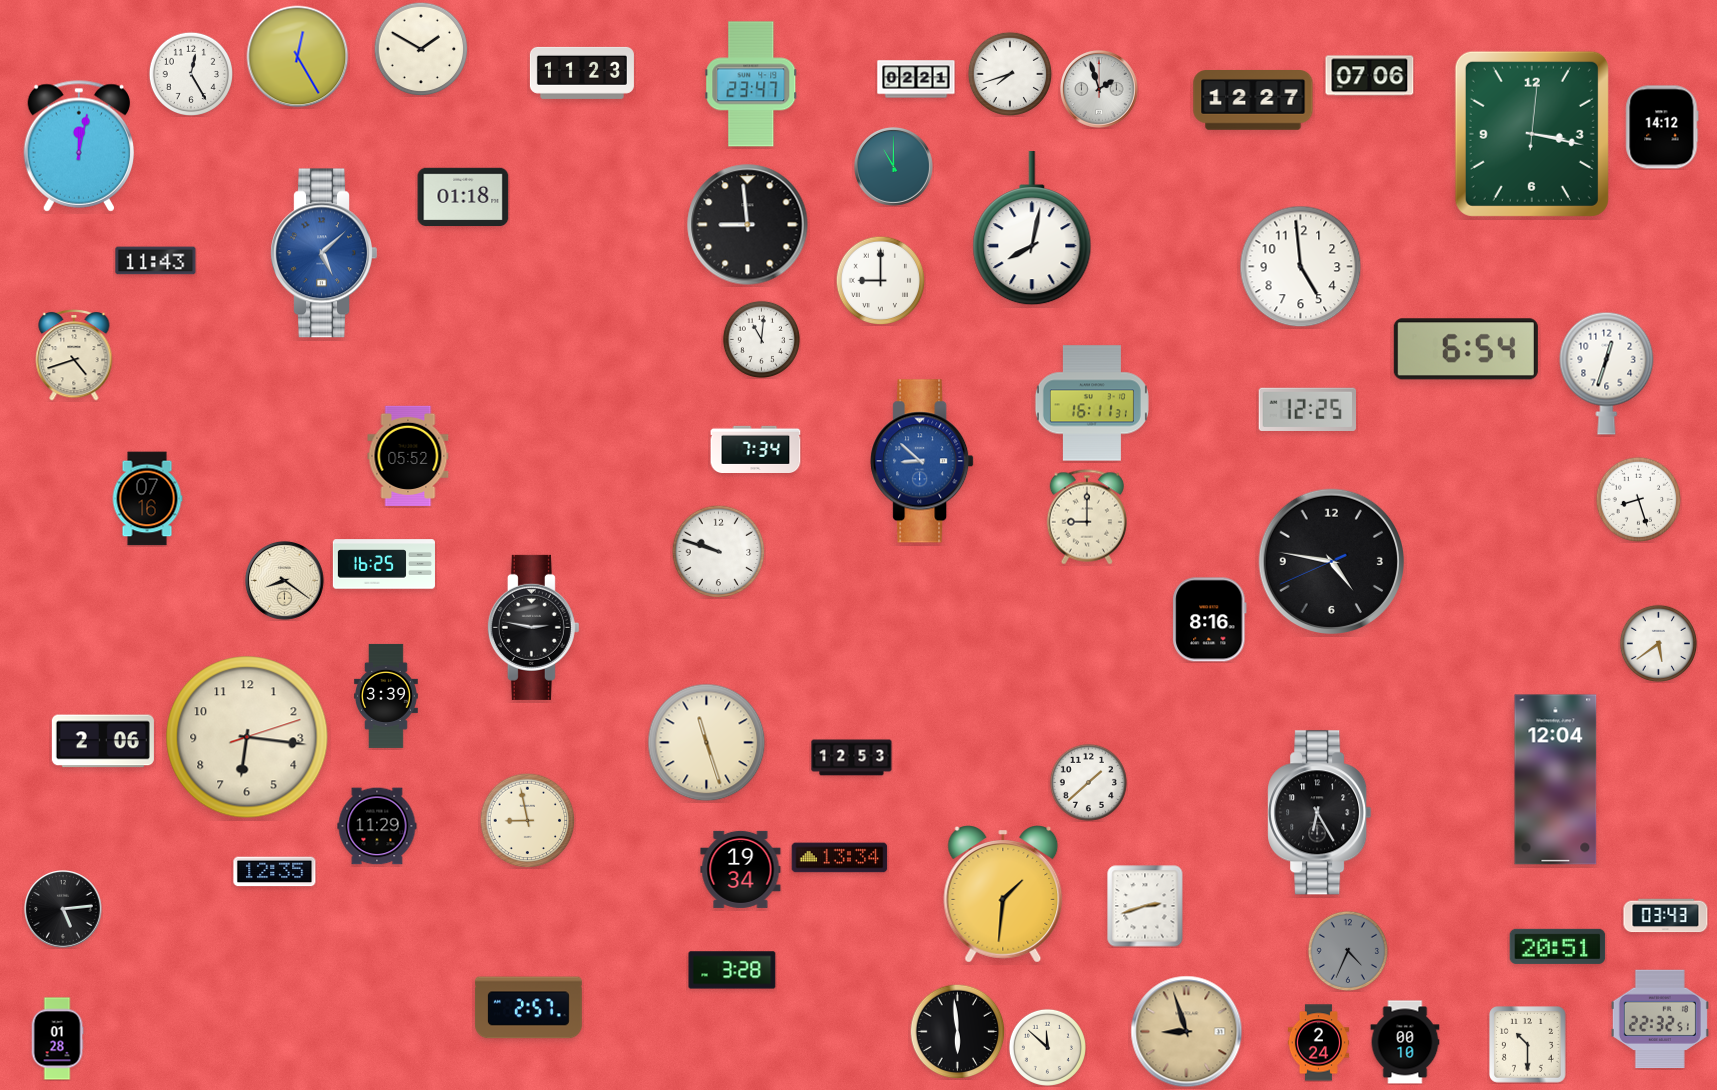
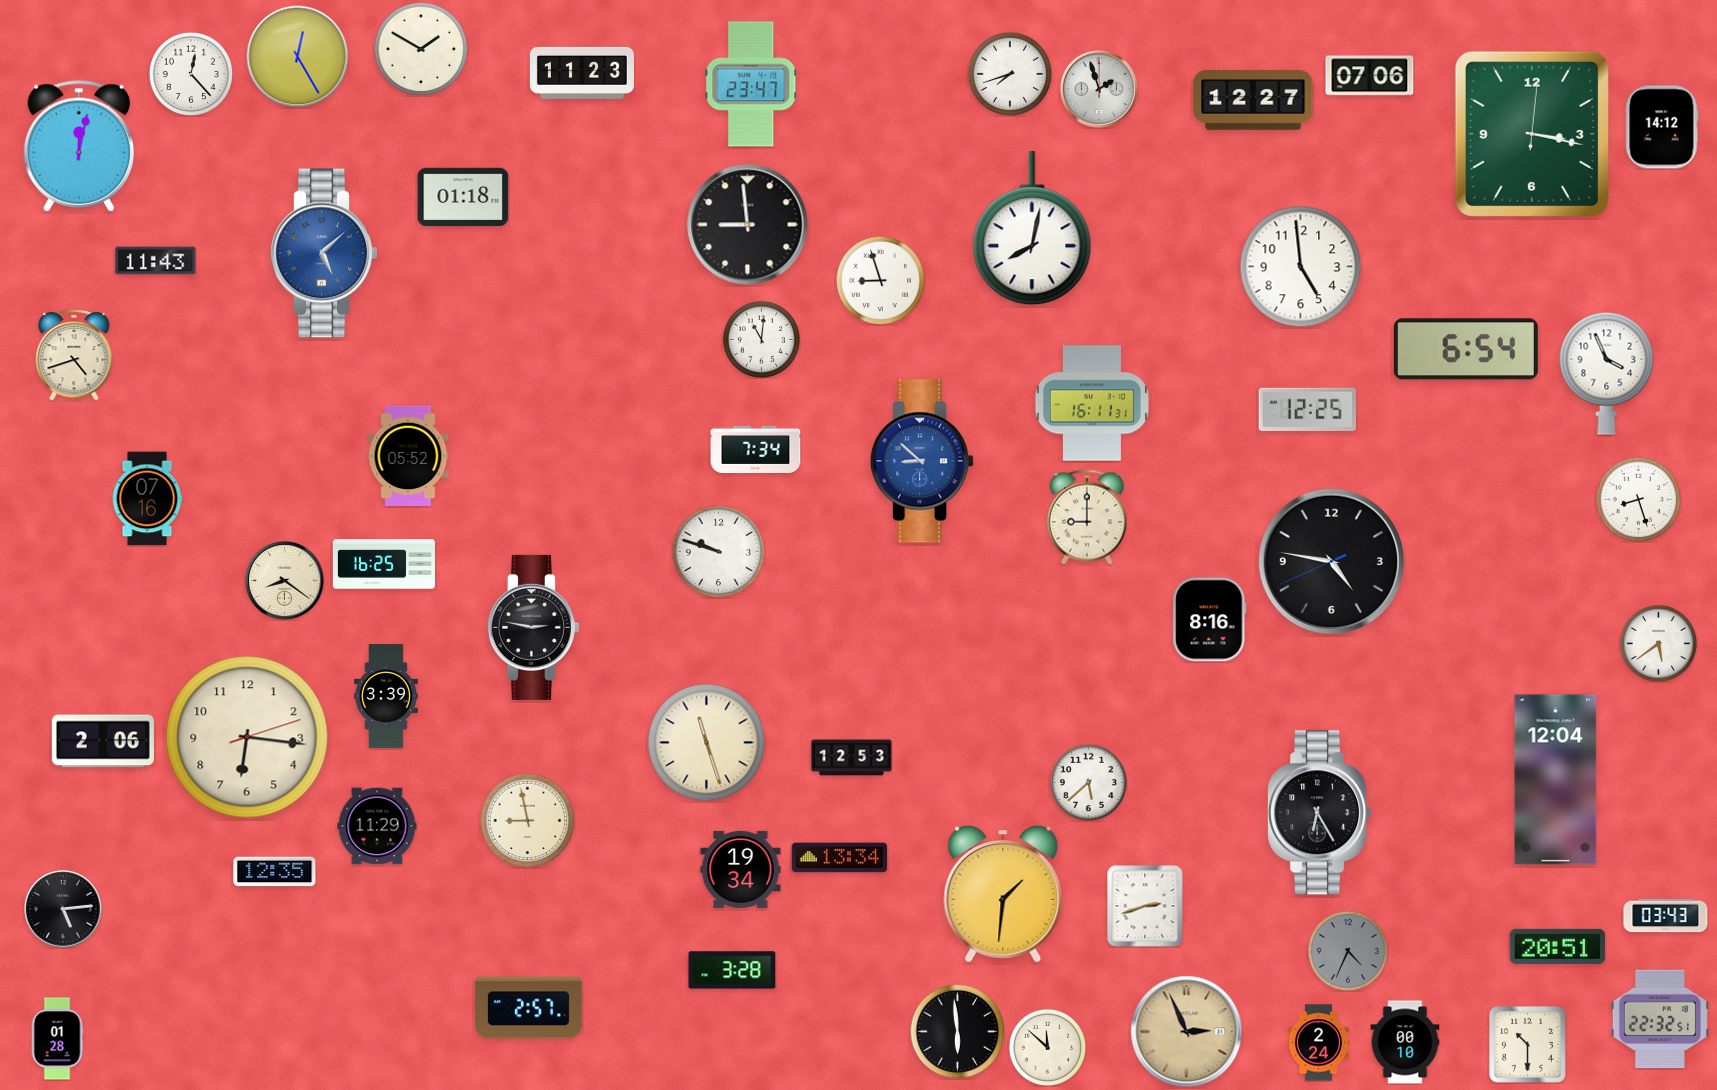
clock at (190, 73): 12:25 -> 12:23
clock at (916, 79): 02:21 -> none
clock at (893, 166): 11:00 -> none
clock at (880, 280): 9:00 -> 8:57
clock at (1607, 373): 12:33 -> 3:56
clock at (1088, 782): 1:38 -> 5:38
clock at (1187, 1032): 8:57 -> 2:56
